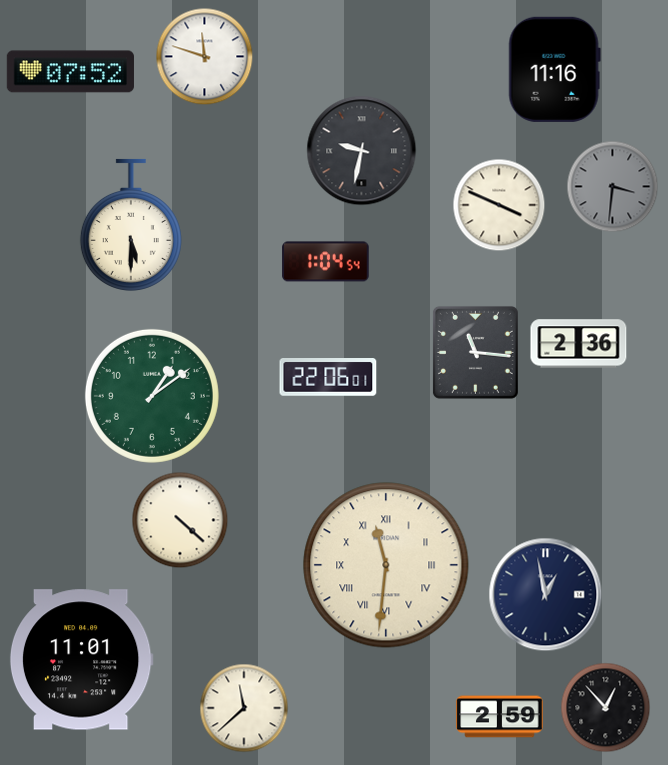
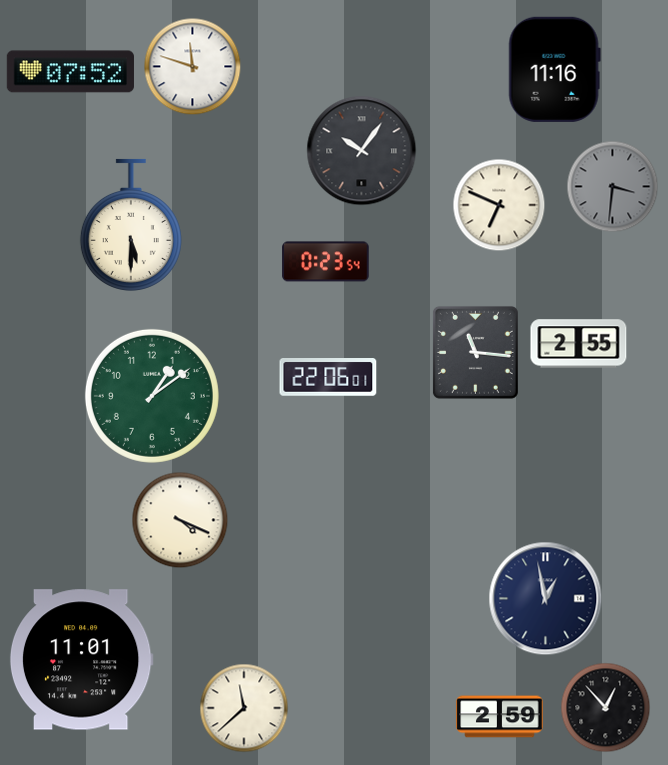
clock at (205, 57) position: (205, 57) -> (193, 67)
clock at (362, 151): 9:32 -> 10:06
clock at (499, 205): 3:49 -> 6:49
clock at (326, 262): 1:04 -> 0:23
clock at (579, 344): 2:36 -> 2:55
clock at (180, 520): 4:22 -> 4:19
clock at (386, 565): 11:31 -> none
clock at (546, 595) position: (546, 595) -> (546, 599)
